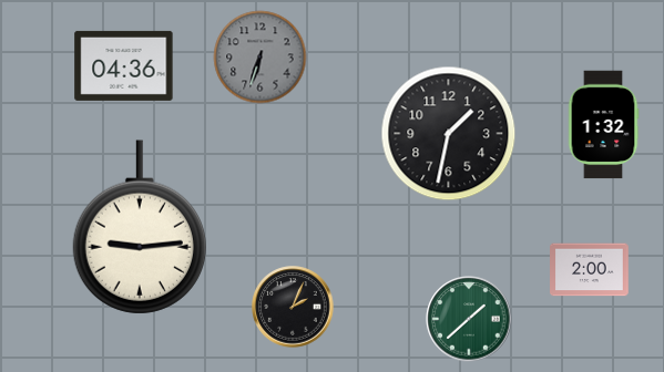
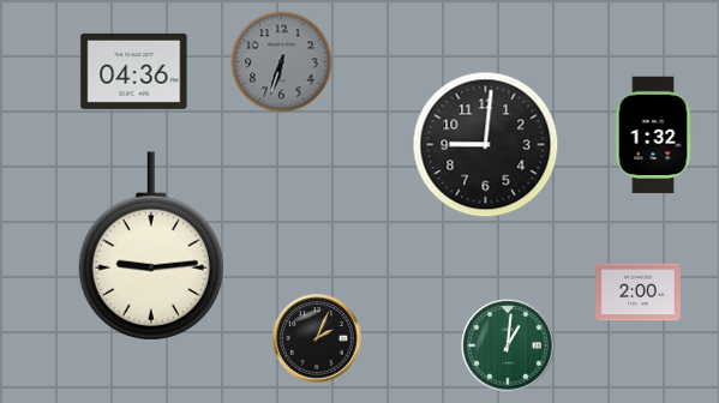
clock at (449, 134): 1:32 -> 9:01
clock at (293, 307) position: (293, 307) -> (317, 338)
clock at (469, 319): 1:38 -> 1:01
